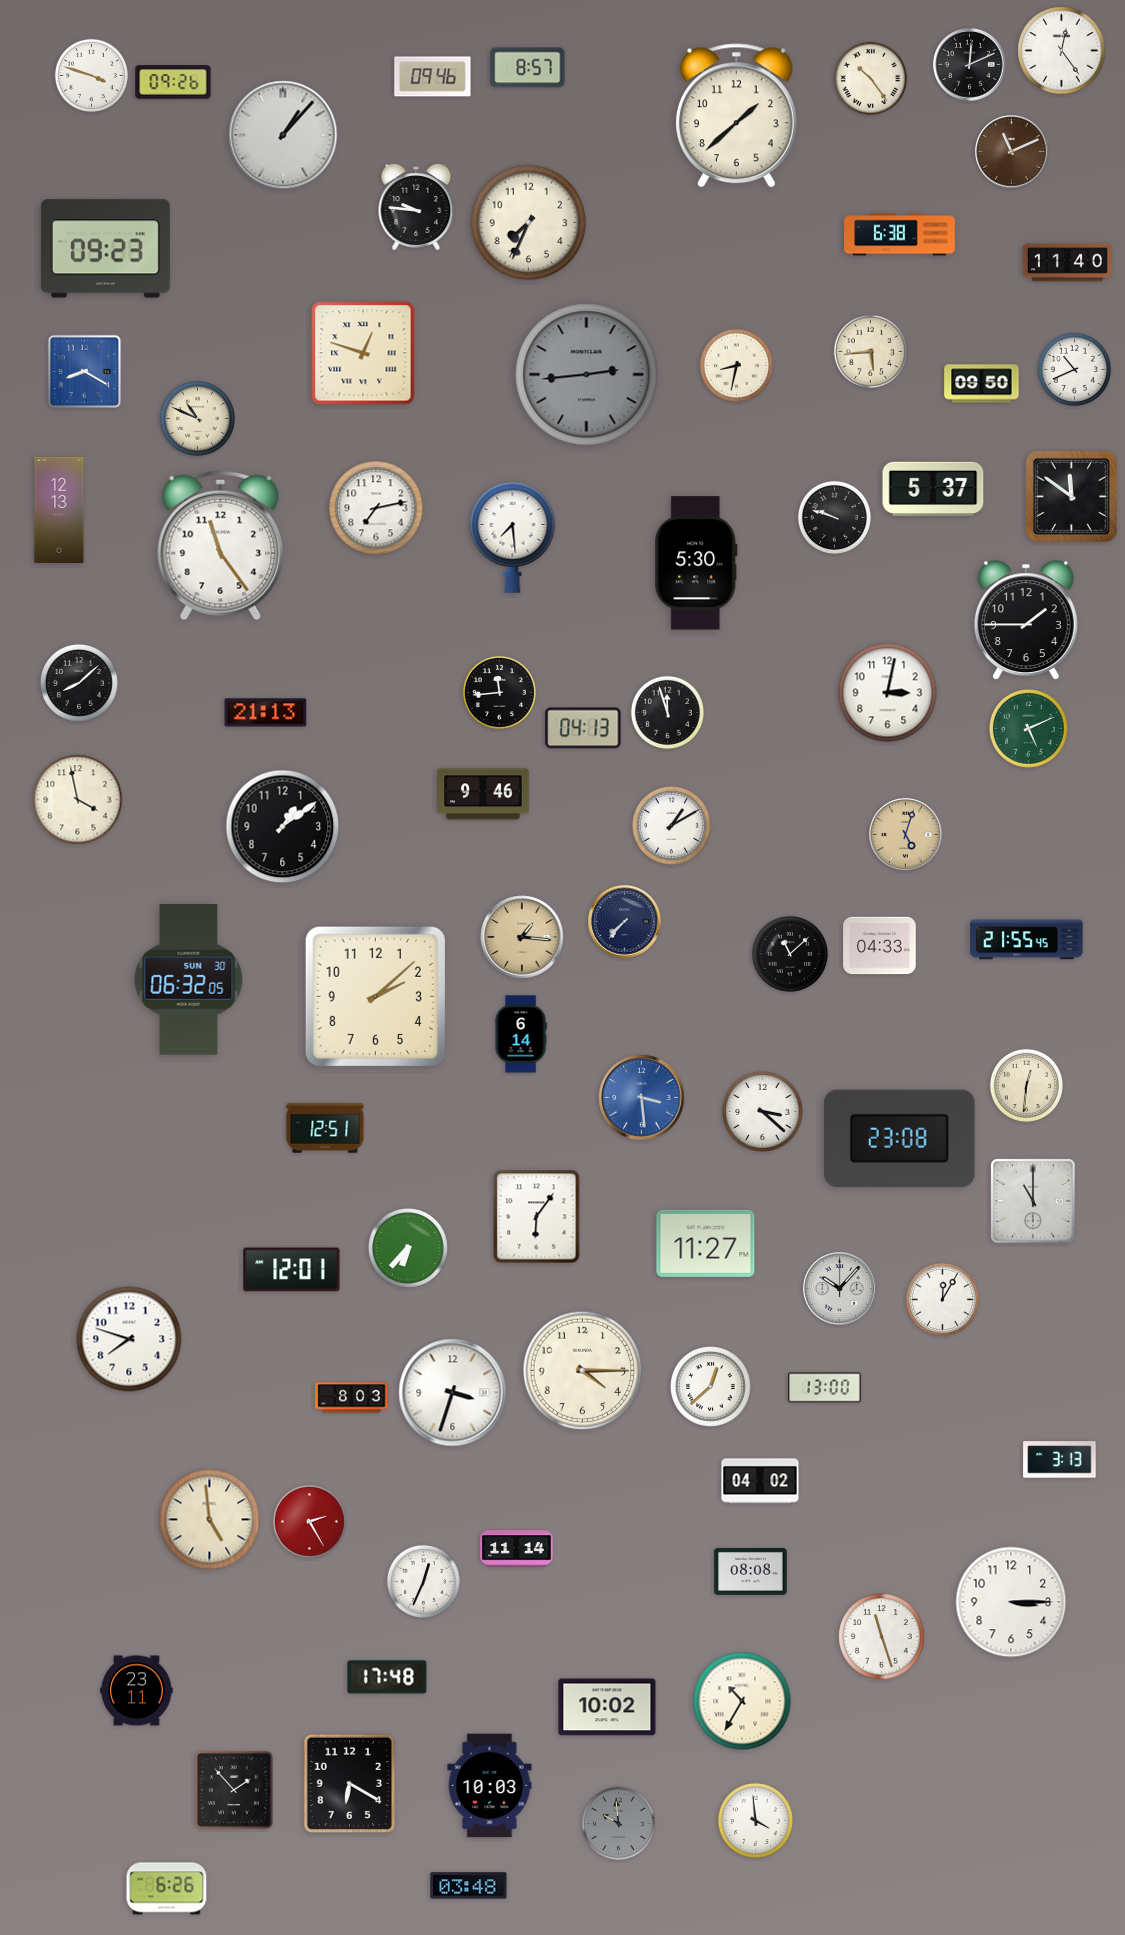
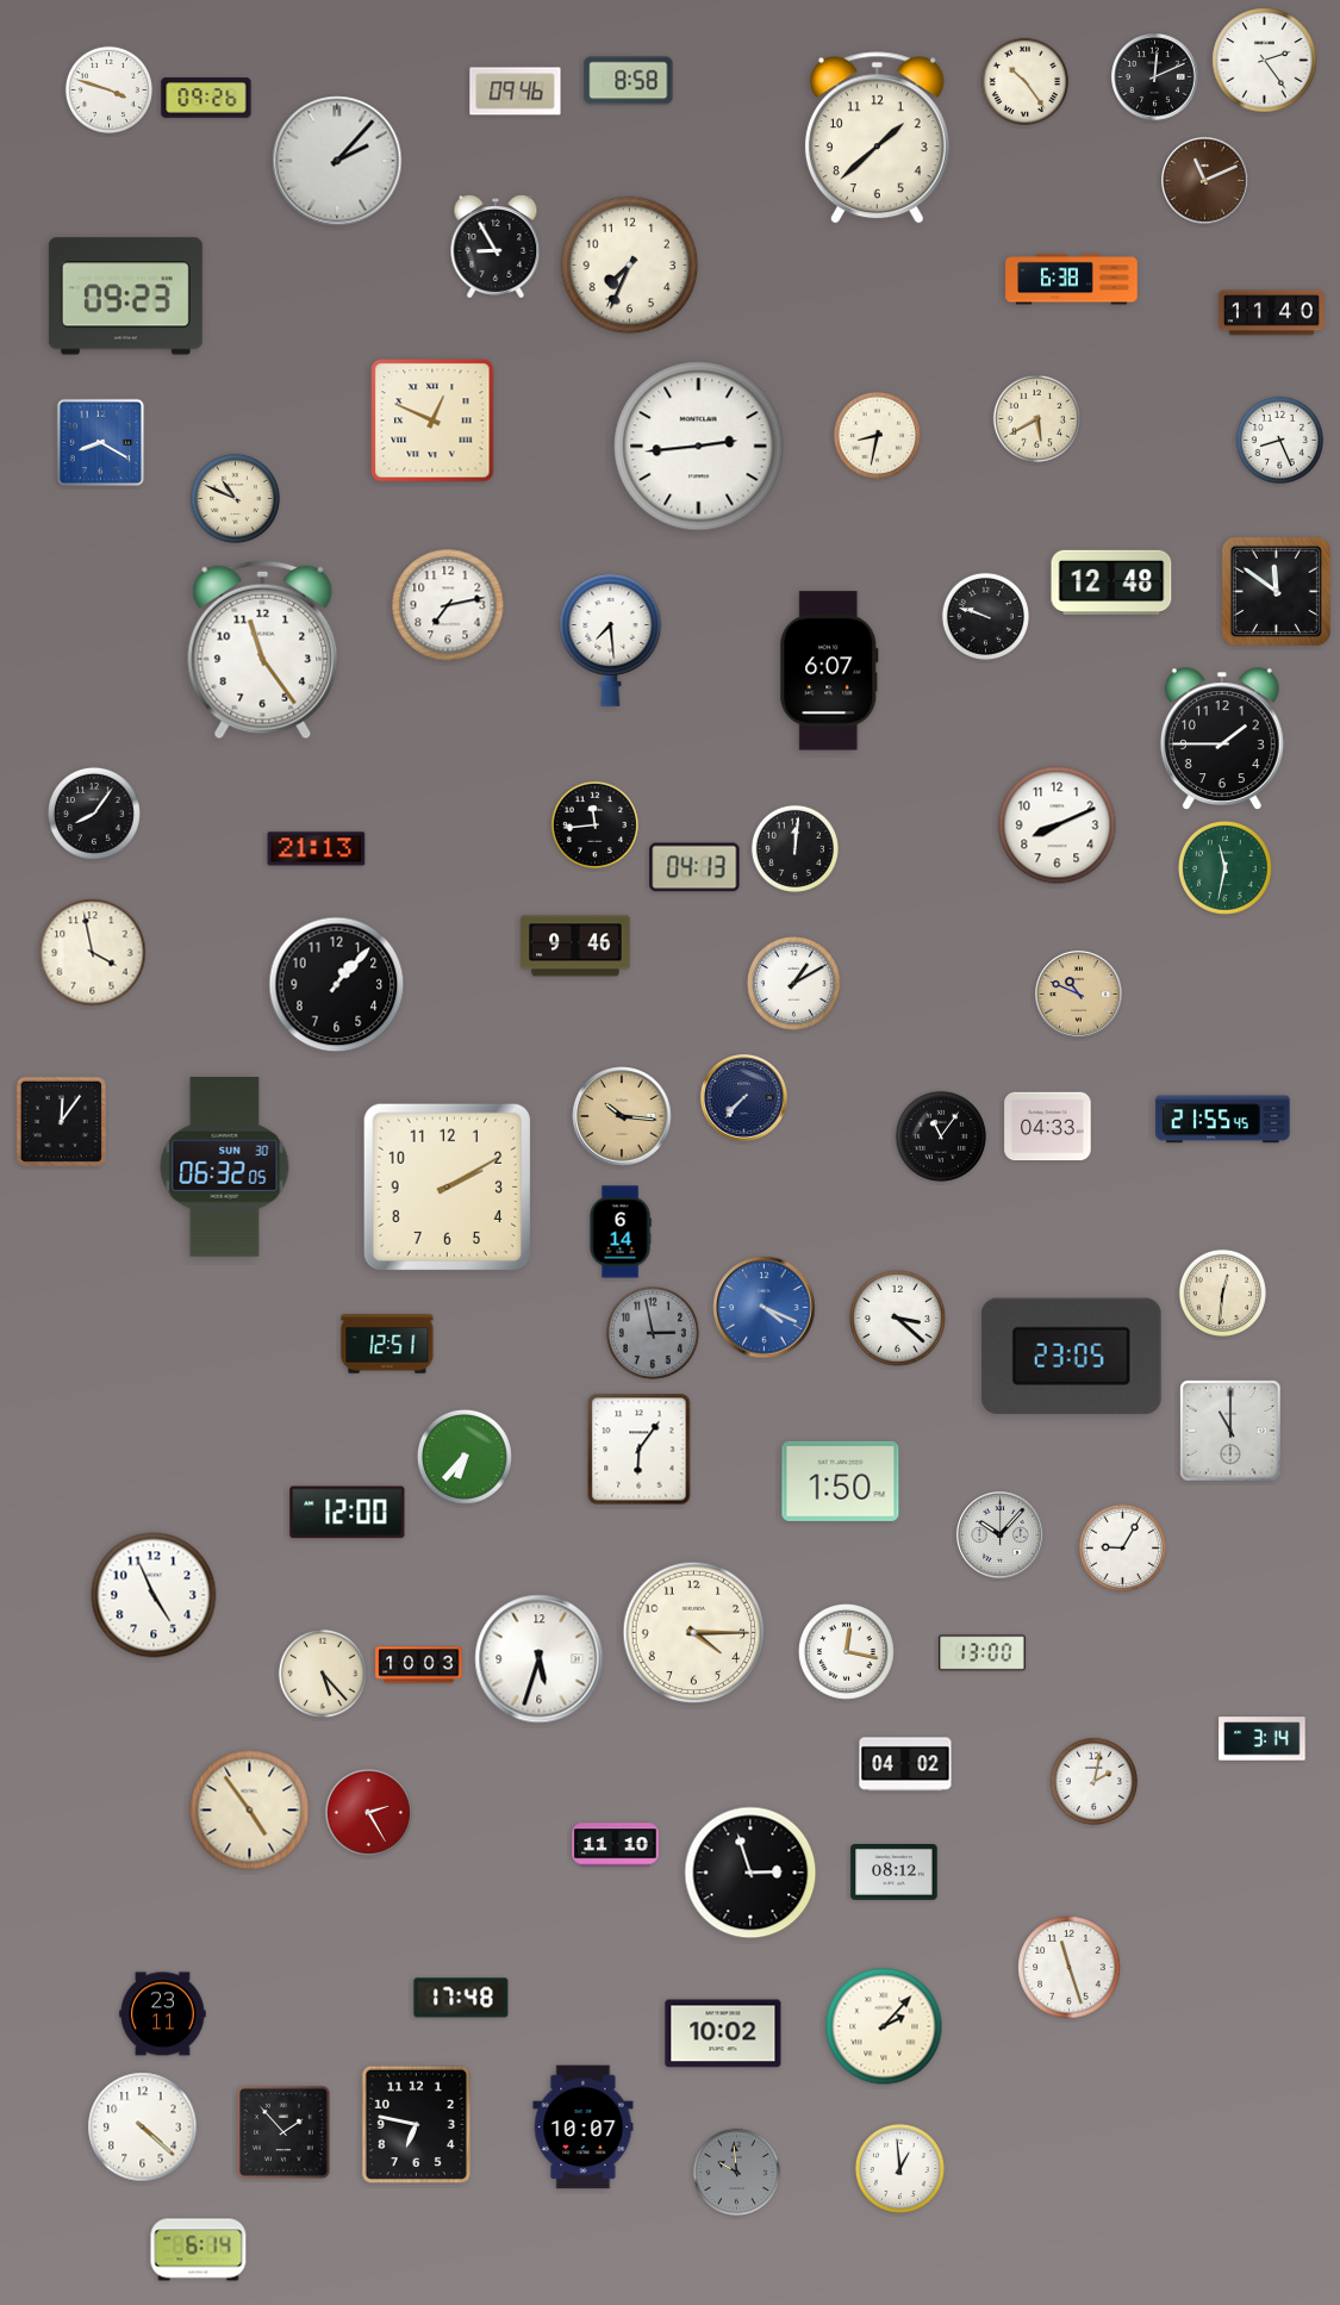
clock at (1062, 51): 12:24 -> 2:24
clock at (528, 68): 8:57 -> 8:58
clock at (870, 78) position: (870, 78) -> (1024, 81)
clock at (283, 135): 1:07 -> 2:07
clock at (416, 208): 9:46 -> 8:55
clock at (870, 351): 5:44 -> 5:40
clock at (363, 353): 12:48 -> 12:49
clock at (1074, 369): 10:41 -> 8:26
clock at (587, 375) dial: grey -> white
clock at (982, 384): 09:50 -> none
clock at (933, 489): 5:37 -> 12:48
clock at (59, 509): 12:13 -> none
clock at (834, 517) position: (834, 517) -> (985, 616)
clock at (696, 563): 5:30 -> 6:07
clock at (79, 683): 8:08 -> 8:06
clock at (888, 693): 3:02 -> 8:11
clock at (667, 712): 11:57 -> 12:01
clock at (1028, 728): 5:11 -> 11:32
clock at (671, 825) position: (671, 825) -> (793, 983)
clock at (283, 827): 1:09 -> 1:07
clock at (906, 835): 5:03 -> 10:49
clock at (522, 937): 1:16 -> 10:16
clock at (61, 1121): none -> 12:06
clock at (790, 954): 11:08 -> 11:06
clock at (375, 996): 2:08 -> 2:10
clock at (642, 1098): 3:29 -> 4:19
clock at (763, 1112) position: (763, 1112) -> (898, 1319)
clock at (653, 1333): none -> 2:58
clock at (899, 1138): 23:08 -> 23:05
clock at (706, 1243): 11:27 -> 1:50
clock at (408, 1248) position: (408, 1248) -> (465, 1457)
clock at (292, 1270): 12:01 -> 12:00
clock at (942, 1299): 12:05 -> 9:05
clock at (129, 1339): 7:48 -> 4:56
clock at (711, 1387): 12:38 -> 12:17
clock at (453, 1393): 3:33 -> 5:33
clock at (352, 1398): 8:03 -> 10:03
clock at (323, 1674): none -> 5:23
clock at (1060, 1460): 3:13 -> 3:14
clock at (1093, 1781): none -> 2:02
clock at (210, 1520): 4:59 -> 4:54
clock at (517, 1549): 11:14 -> 11:10
clock at (750, 1873): none -> 2:57
clock at (751, 1572): 08:08 -> 08:12
clock at (423, 1581): 12:34 -> none
clock at (1011, 1602): 3:15 -> none
clock at (882, 1637) position: (882, 1637) -> (1070, 1968)
clock at (742, 1701): 10:35 -> 2:07
clock at (349, 1783): 6:20 -> 6:47
clock at (143, 2128): none -> 4:22
clock at (490, 1786): 10:03 -> 10:07
clock at (234, 1790) position: (234, 1790) -> (283, 2132)
clock at (755, 1820): 3:59 -> 12:59
clock at (469, 1886): 03:48 -> none
clock at (167, 1889): 6:26 -> 6:14
